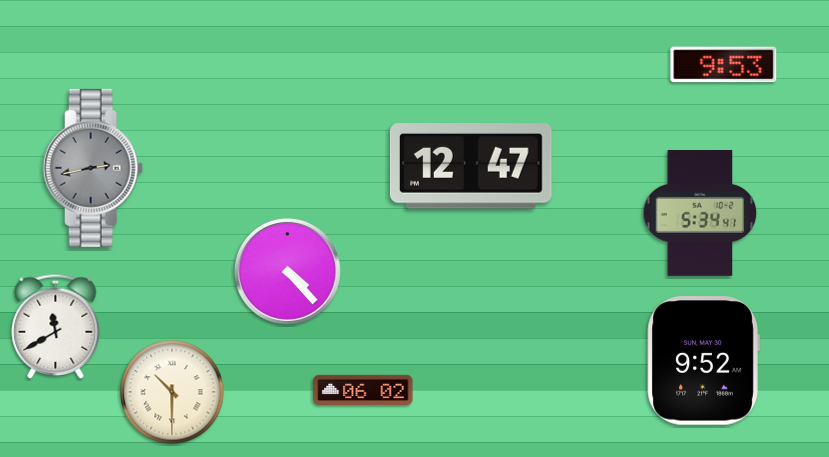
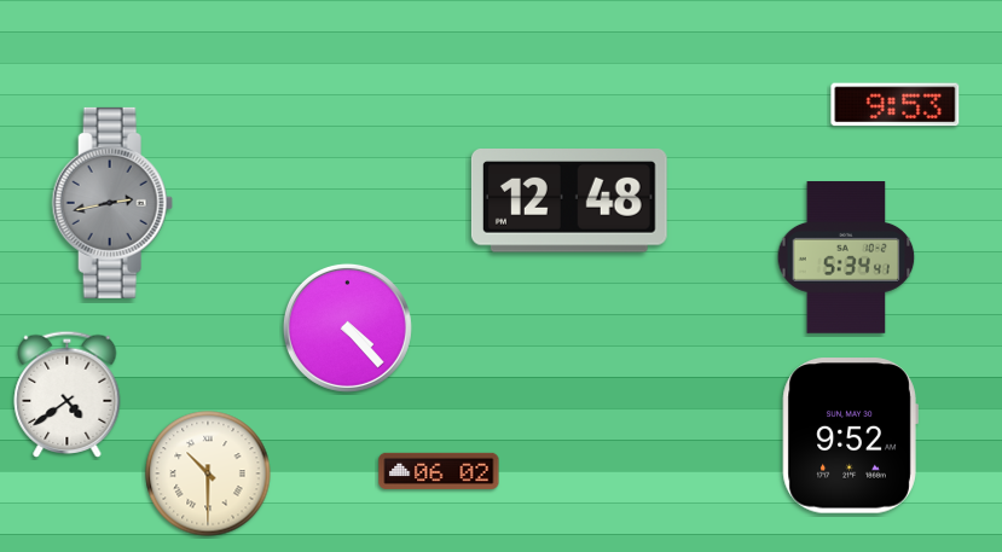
clock at (724, 65) position: (724, 65) -> (896, 105)
clock at (471, 166): 12:47 -> 12:48
clock at (56, 326): 11:40 -> 4:39
